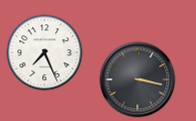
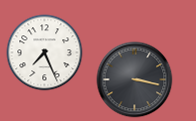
clock at (138, 80) position: (138, 80) -> (135, 80)
